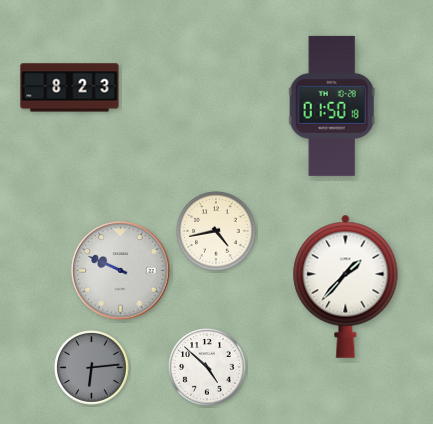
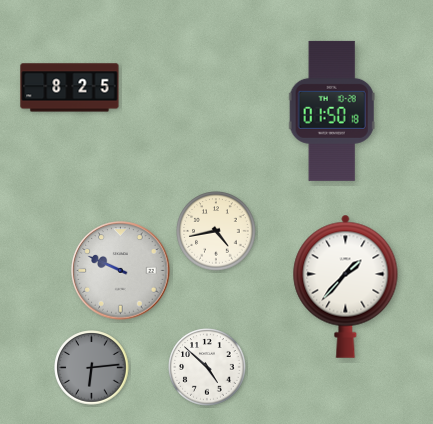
clock at (70, 88): 8:23 -> 8:25
clock at (332, 106) position: (332, 106) -> (332, 111)
